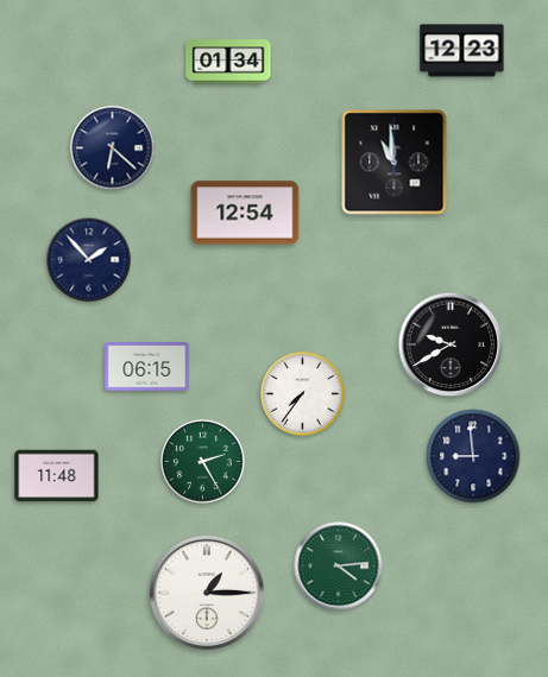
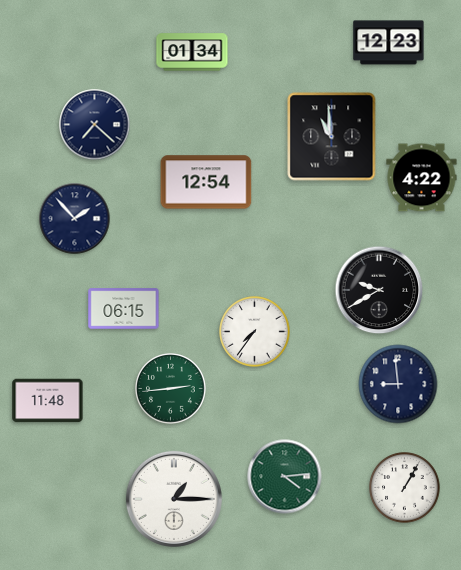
clock at (113, 148): 6:22 -> 7:22
clock at (422, 178): none -> 4:22
clock at (245, 213) position: (245, 213) -> (206, 182)
clock at (203, 462): 2:25 -> 2:44
clock at (405, 488): none -> 1:05
